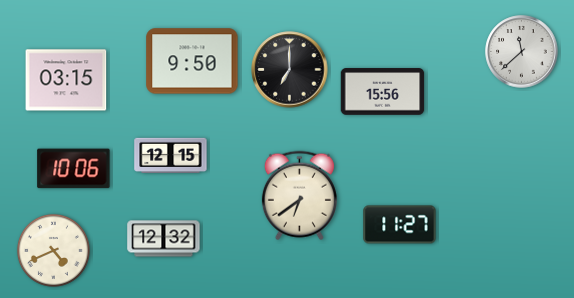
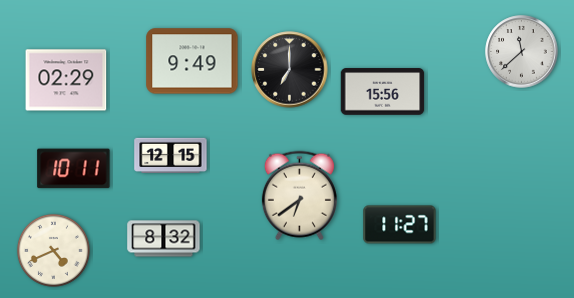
clock at (192, 61): 9:50 -> 9:49
clock at (66, 80): 03:15 -> 02:29
clock at (74, 169): 10:06 -> 10:11
clock at (164, 239): 12:32 -> 8:32
